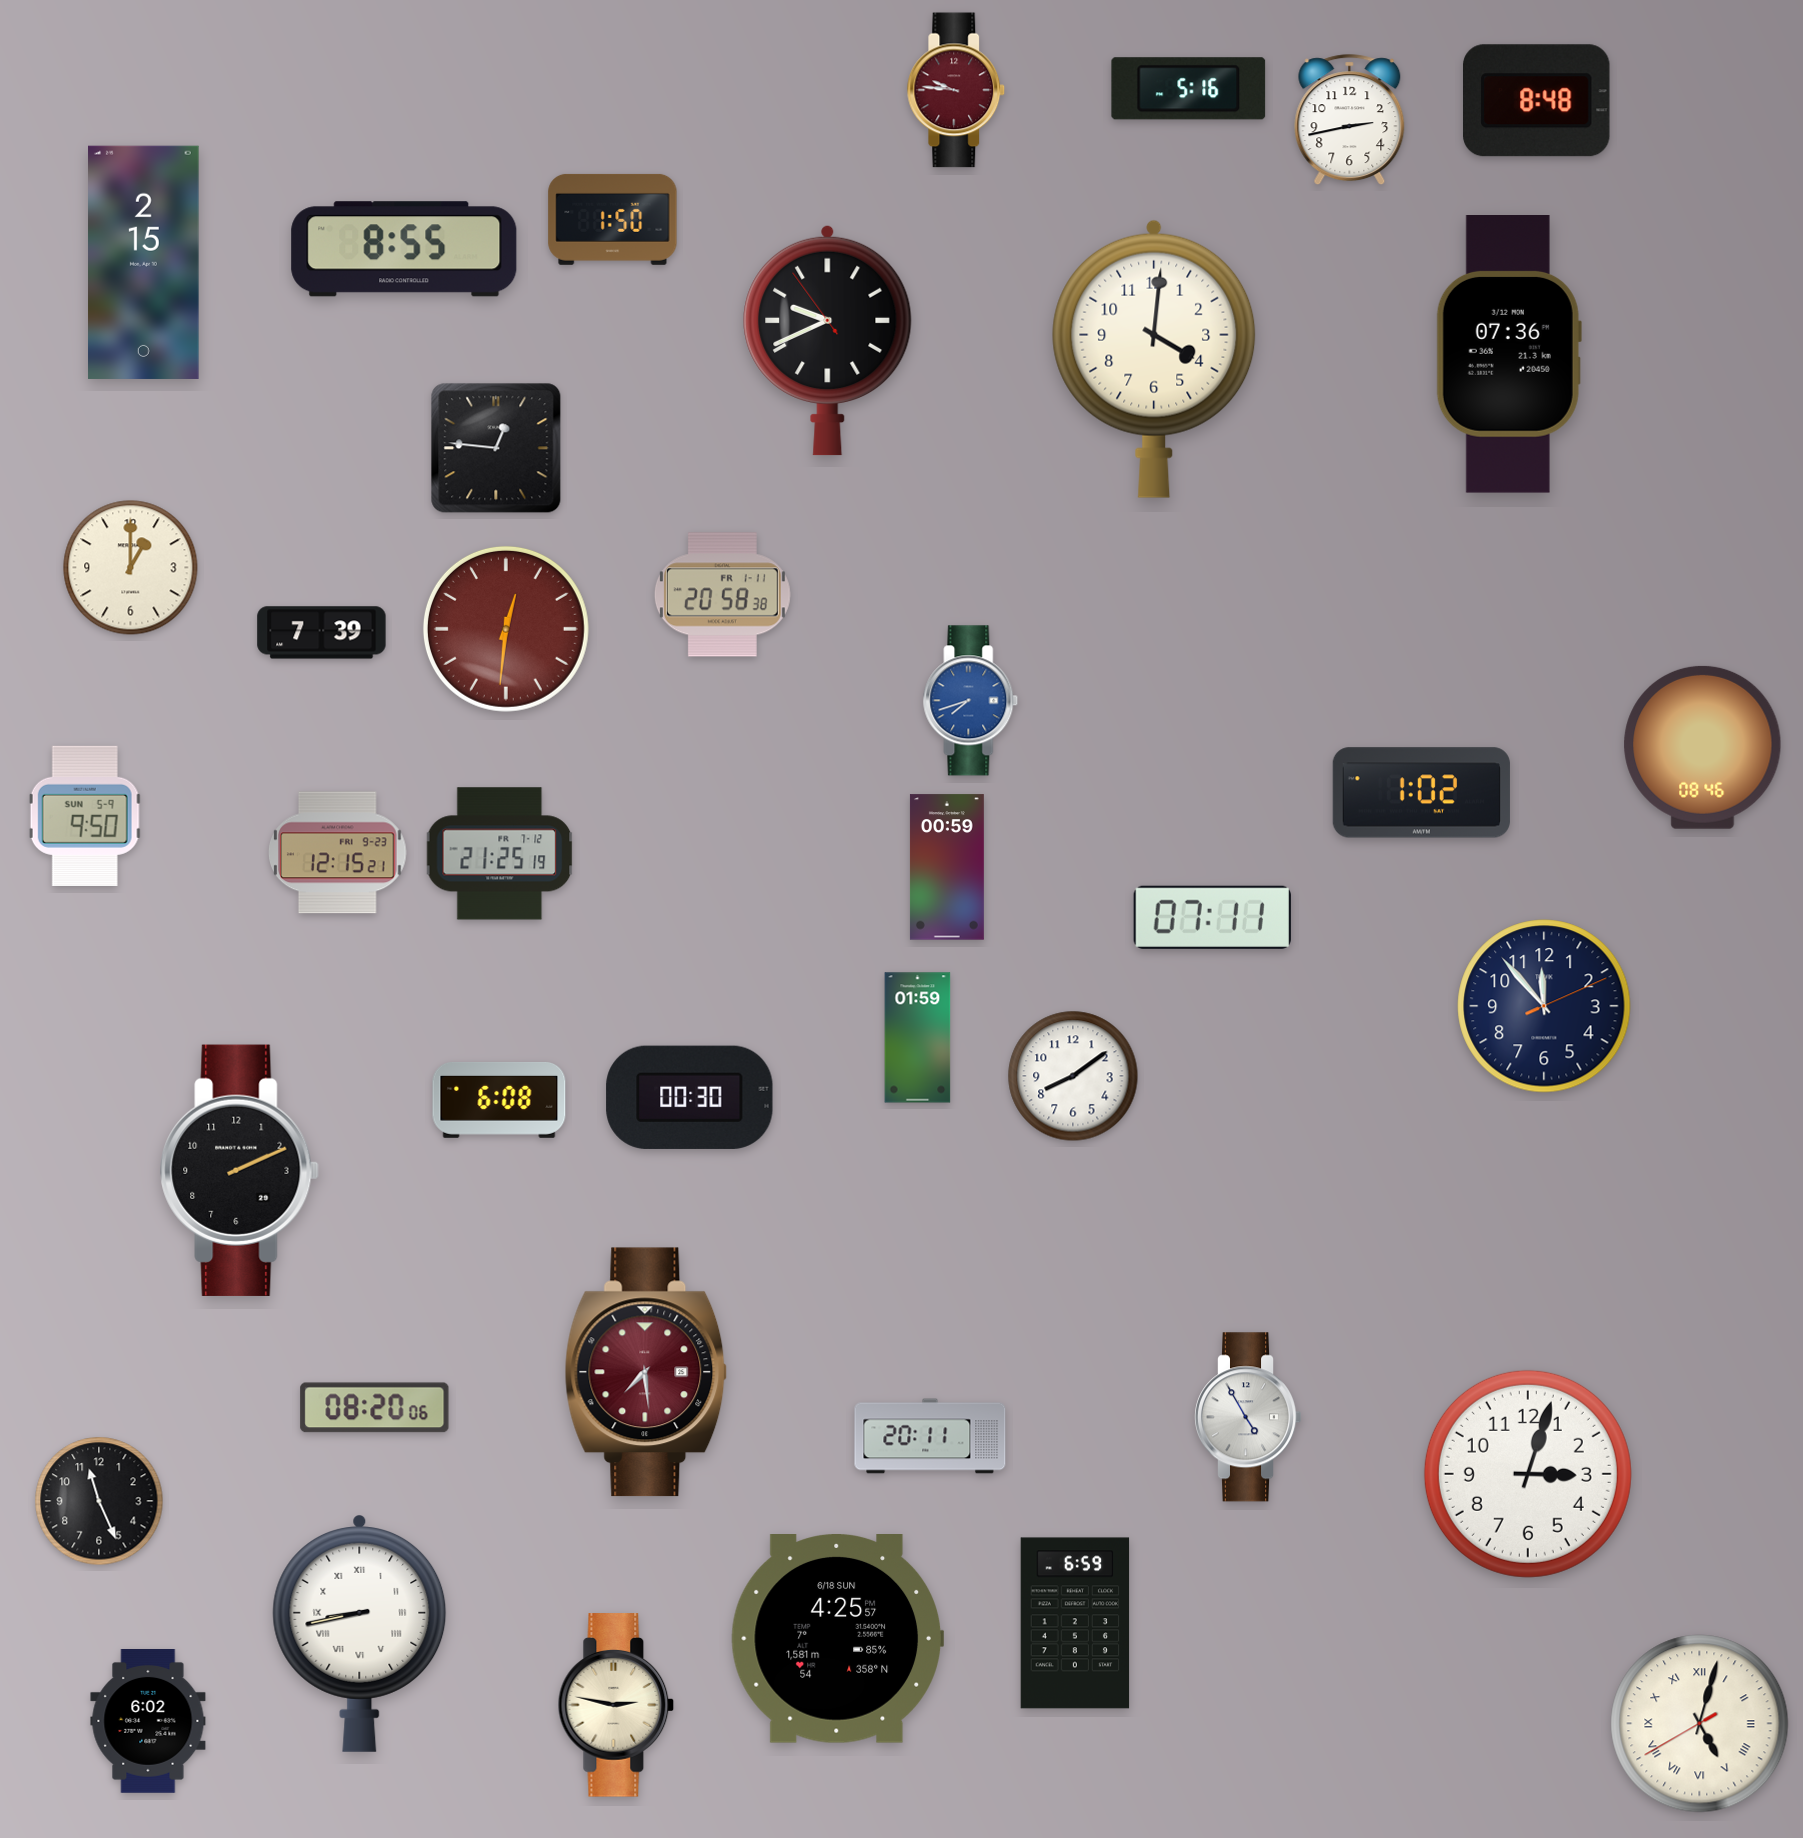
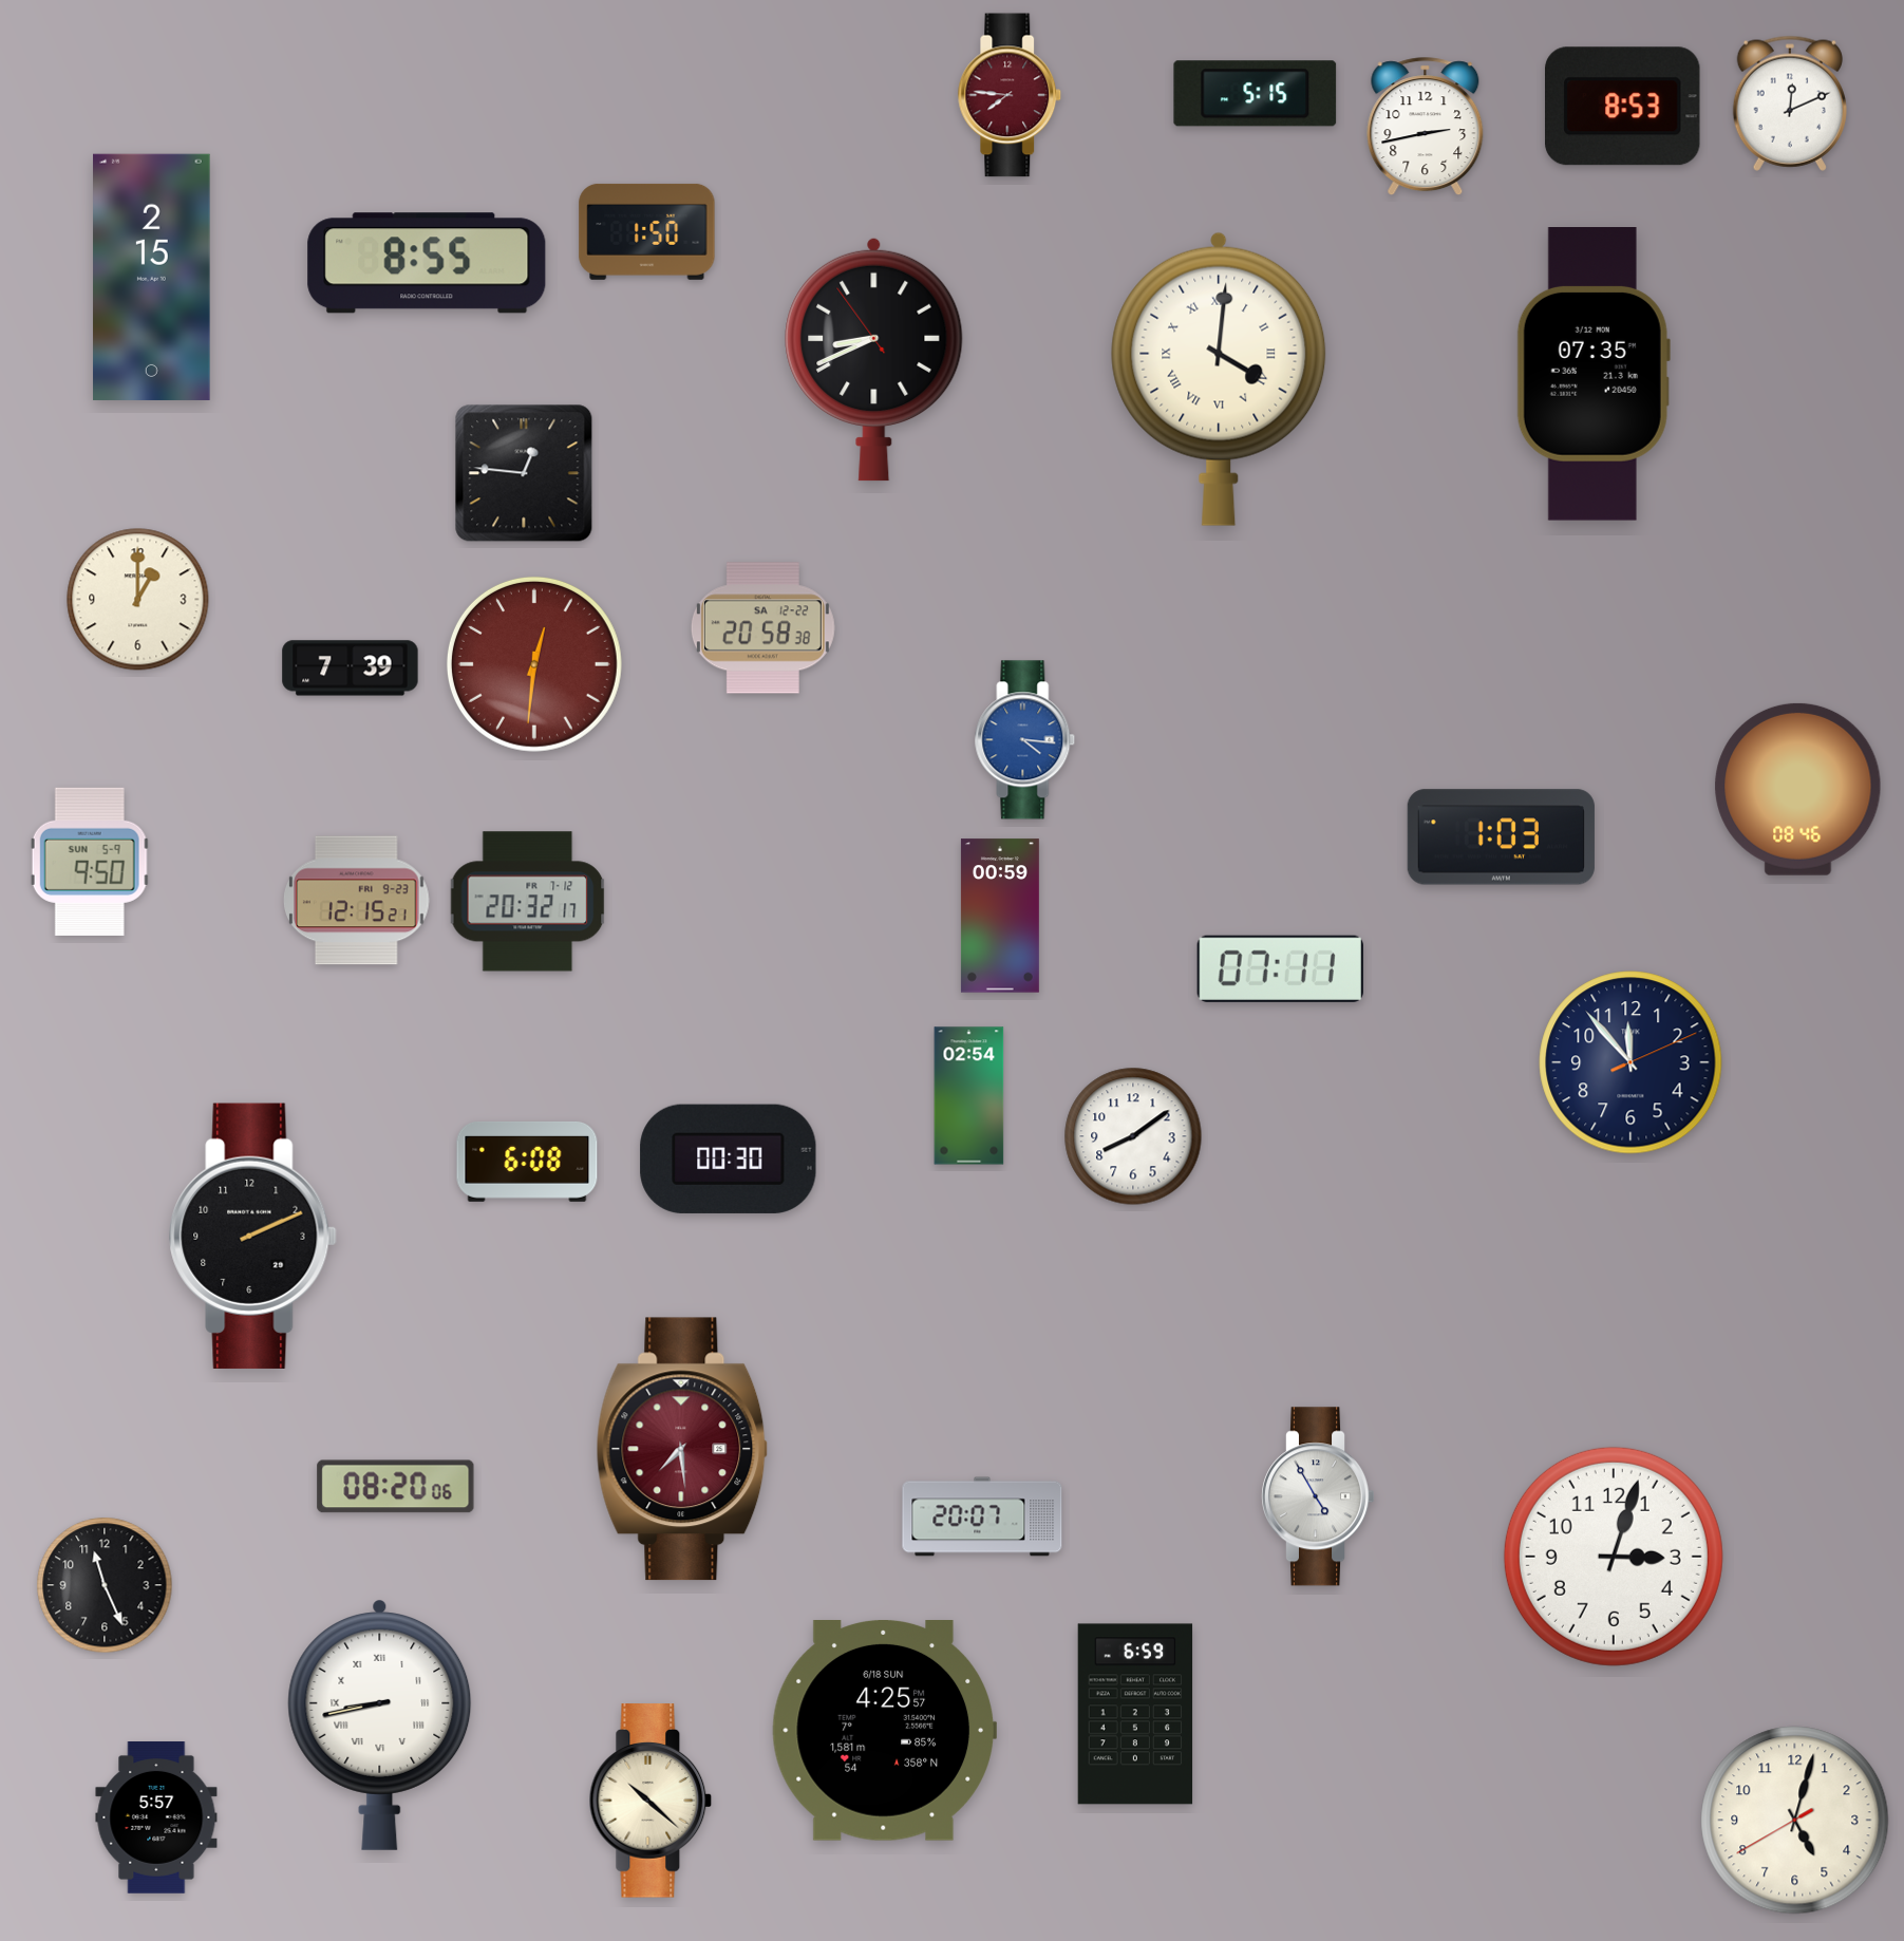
clock at (1189, 89): 5:16 -> 5:15
clock at (956, 90): 9:46 -> 7:46
clock at (1790, 103): none -> 12:11
clock at (1537, 101): 8:48 -> 8:53
clock at (828, 340): 9:40 -> 8:40
clock at (1509, 355): 07:36 -> 07:35
clock at (1154, 359) numerals: Arabic -> Roman
clock at (722, 595) date: FR 1-11 -> SA 12-22
clock at (322, 633) position: (322, 633) -> (351, 668)
clock at (971, 701): 7:42 -> 4:16
clock at (1421, 793): 1:02 -> 1:03
clock at (500, 854): 21:25 -> 20:32
clock at (918, 1038): 01:59 -> 02:54
clock at (930, 1436): 20:11 -> 20:07
clock at (616, 1705): 2:47 -> 10:22
clock at (148, 1722): 6:02 -> 5:57
clock at (1700, 1724) numerals: Roman -> Arabic
